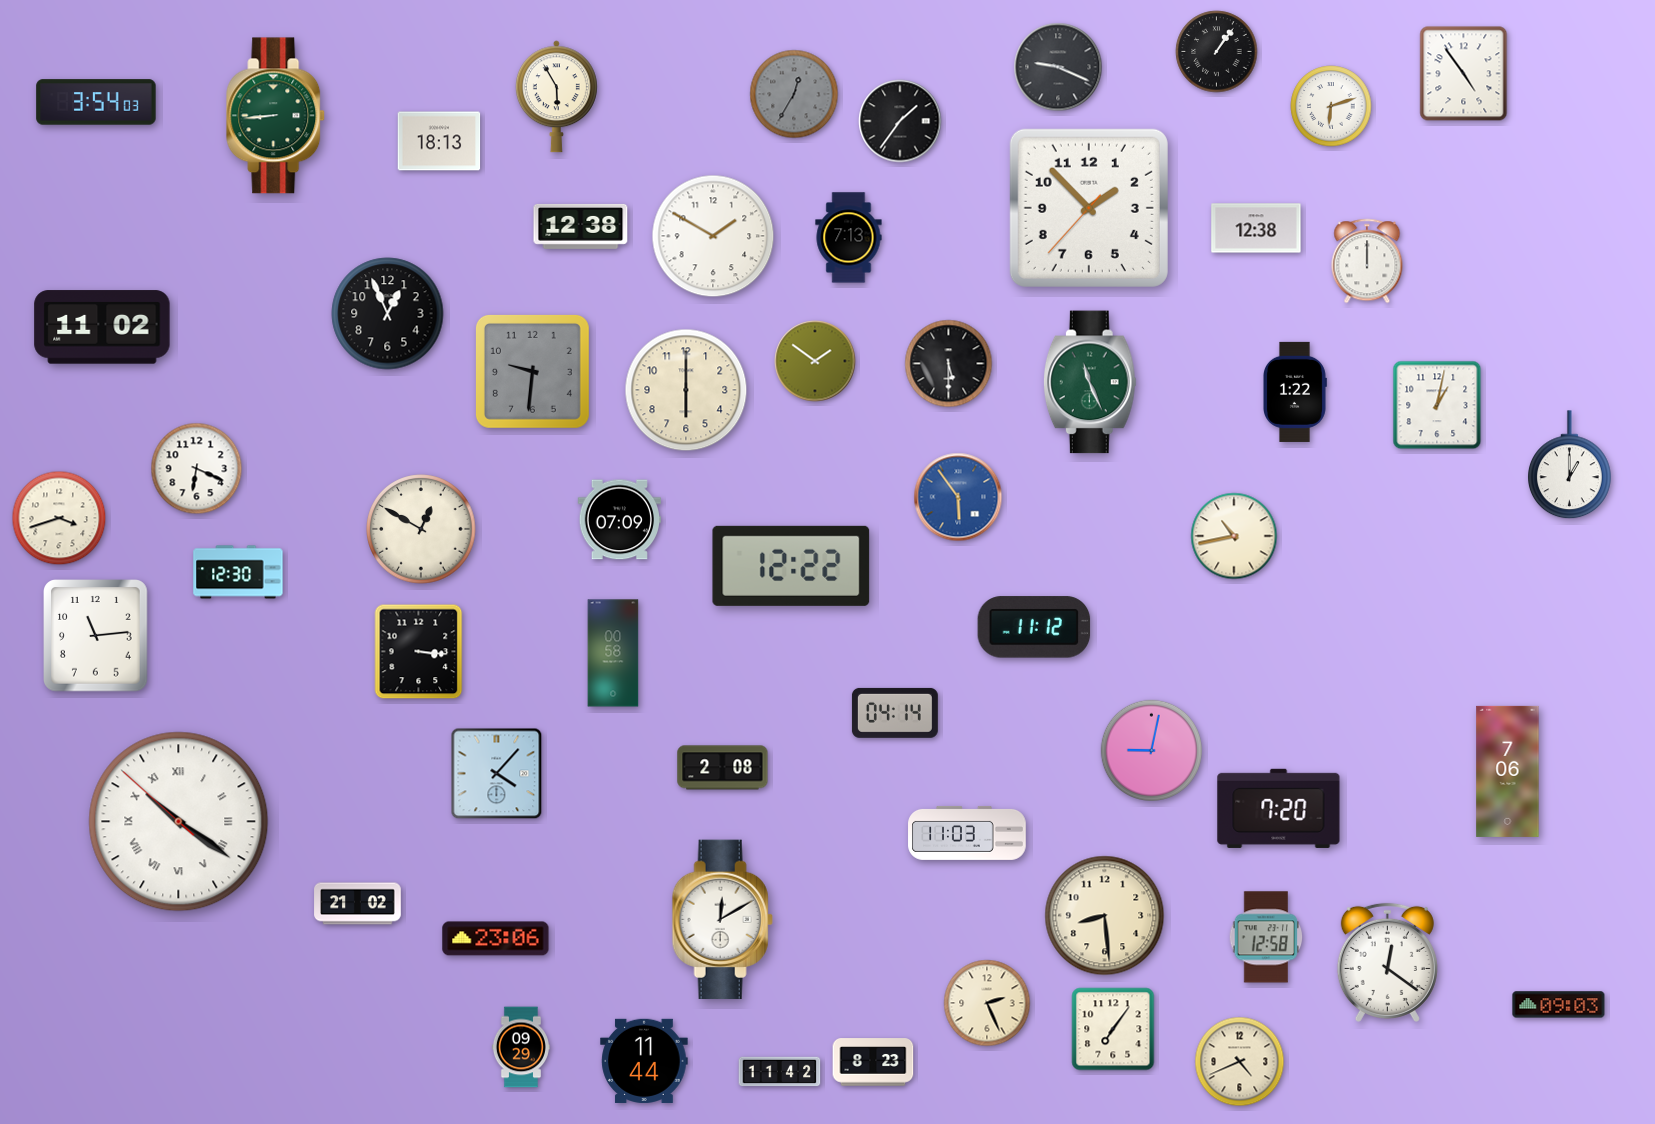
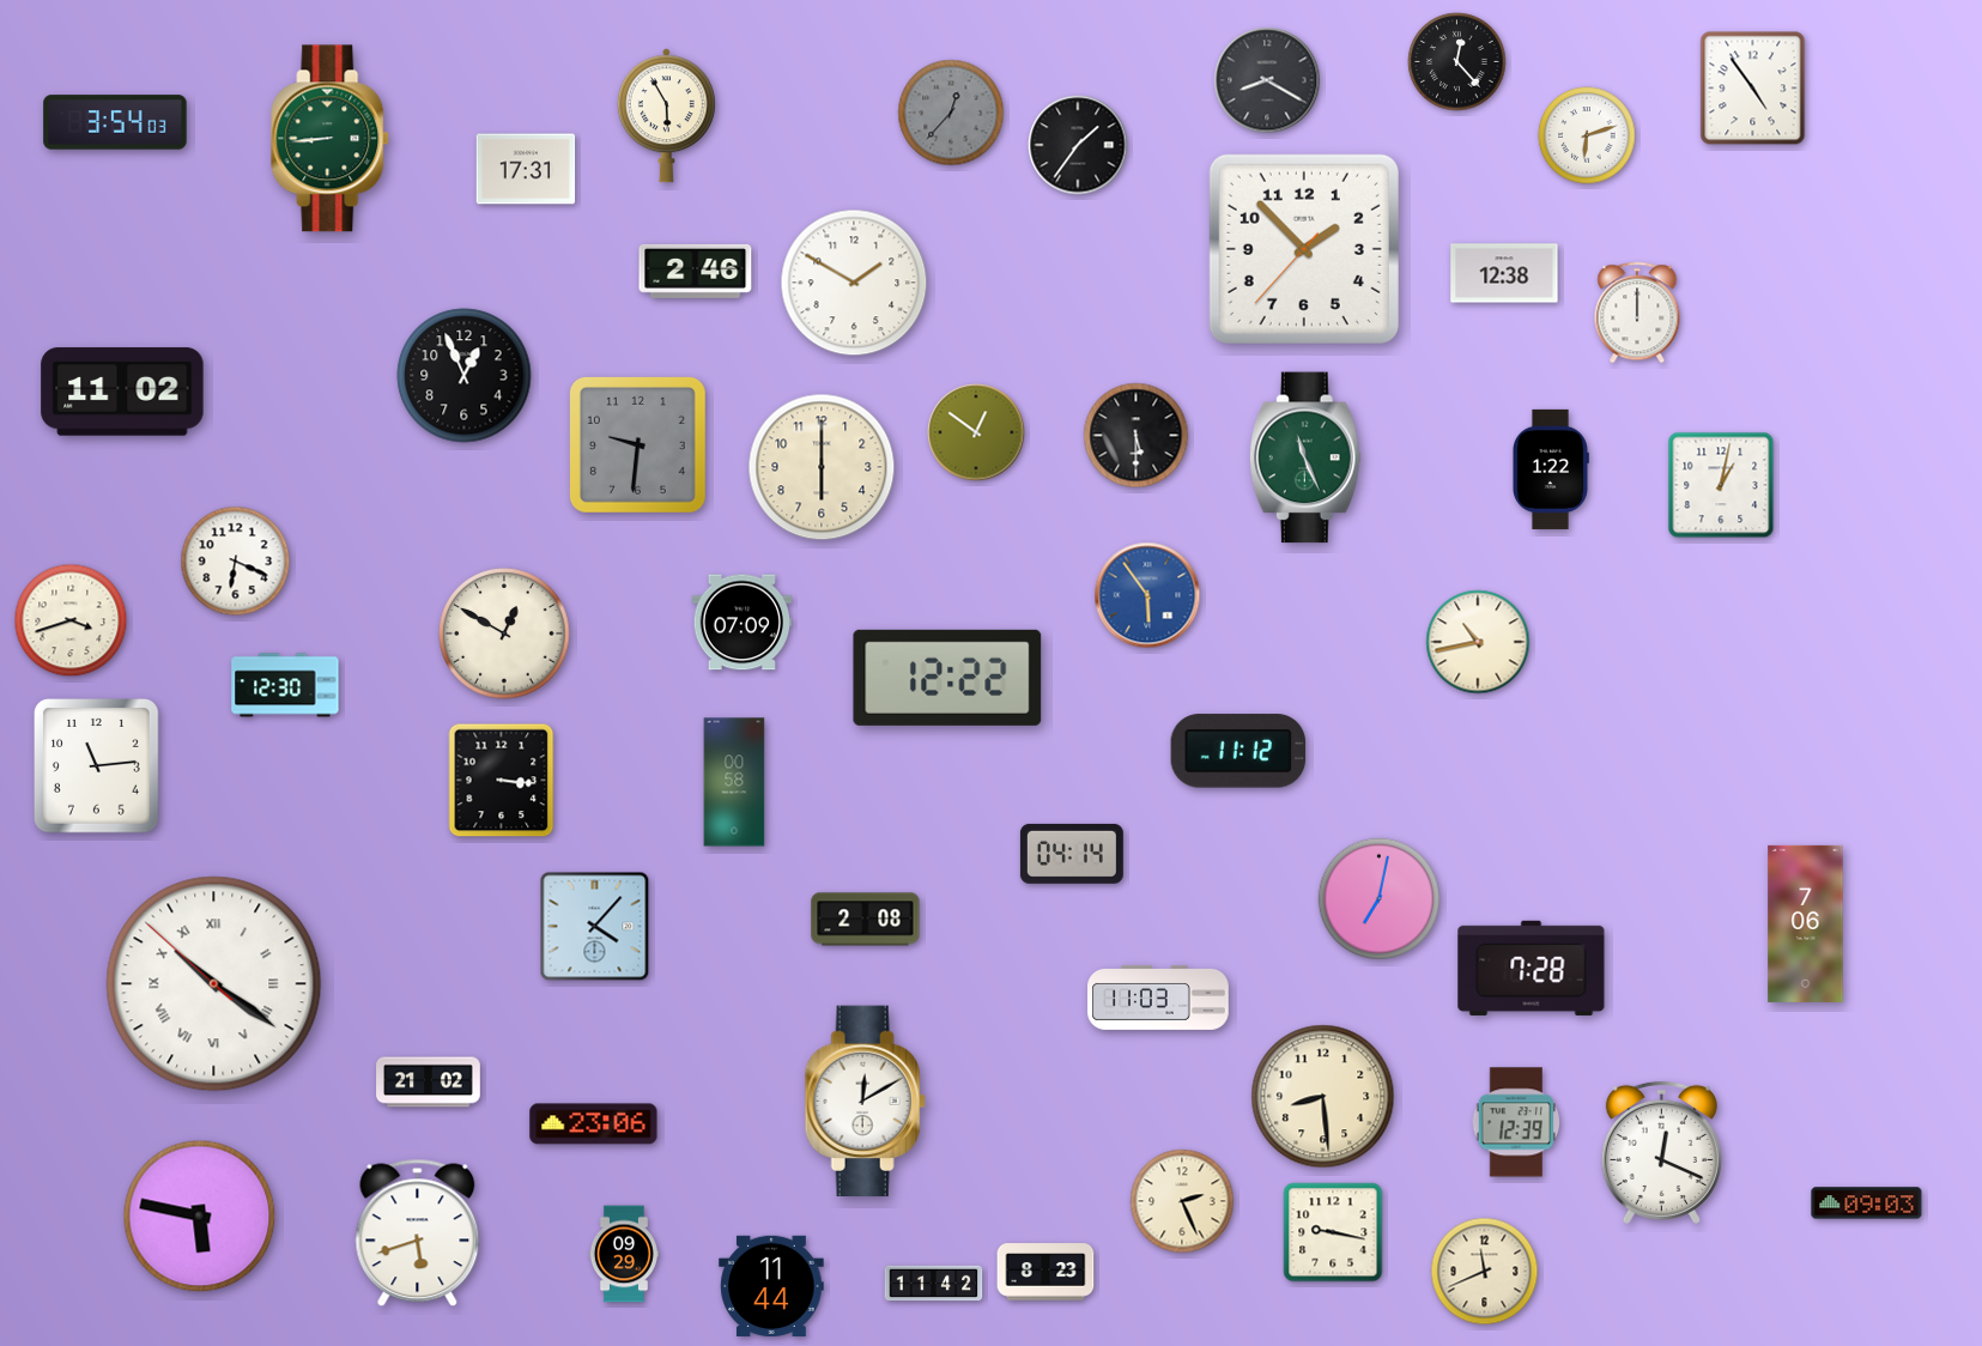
clock at (1217, 52): 1:06 -> 12:23
clock at (1058, 67): 9:19 -> 8:20
clock at (794, 94): 12:35 -> 12:37
clock at (1331, 106) position: (1331, 106) -> (1587, 135)
clock at (439, 141): 18:13 -> 17:31
clock at (581, 226): 12:38 -> 2:46
clock at (849, 238): 7:13 -> none
clock at (815, 361): 1:51 -> 12:51
clock at (1570, 465): 1:00 -> none
clock at (96, 636) position: (96, 636) -> (97, 766)
clock at (1151, 750): 9:02 -> 7:02
clock at (1279, 808): 7:20 -> 7:28
clock at (1266, 937): 12:58 -> 12:39
clock at (1387, 962): 12:21 -> 12:19
clock at (200, 1217): none -> 5:47
clock at (1113, 1029): 7:06 -> 9:17
clock at (418, 1233): none -> 5:42
clock at (644, 1060) position: (644, 1060) -> (771, 1285)
clock at (1240, 1062): 4:41 -> 11:41
